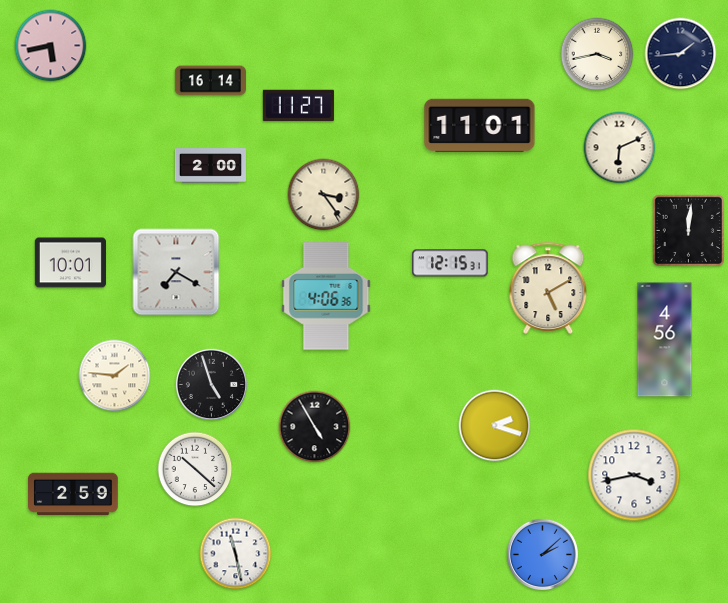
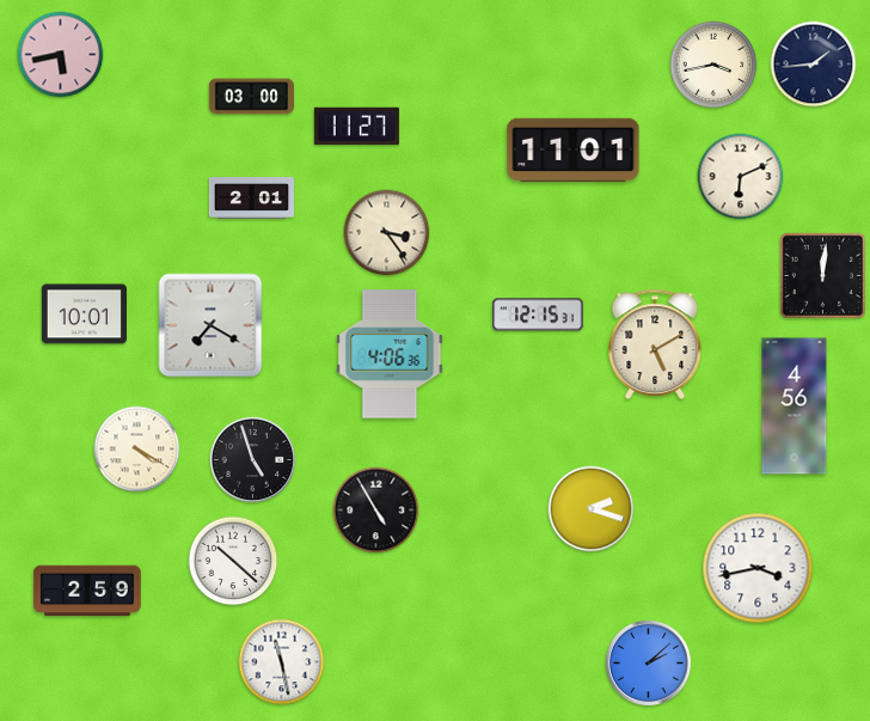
clock at (210, 81): 16:14 -> 03:00
clock at (210, 166): 2:00 -> 2:01
clock at (115, 376): 1:46 -> 4:20
